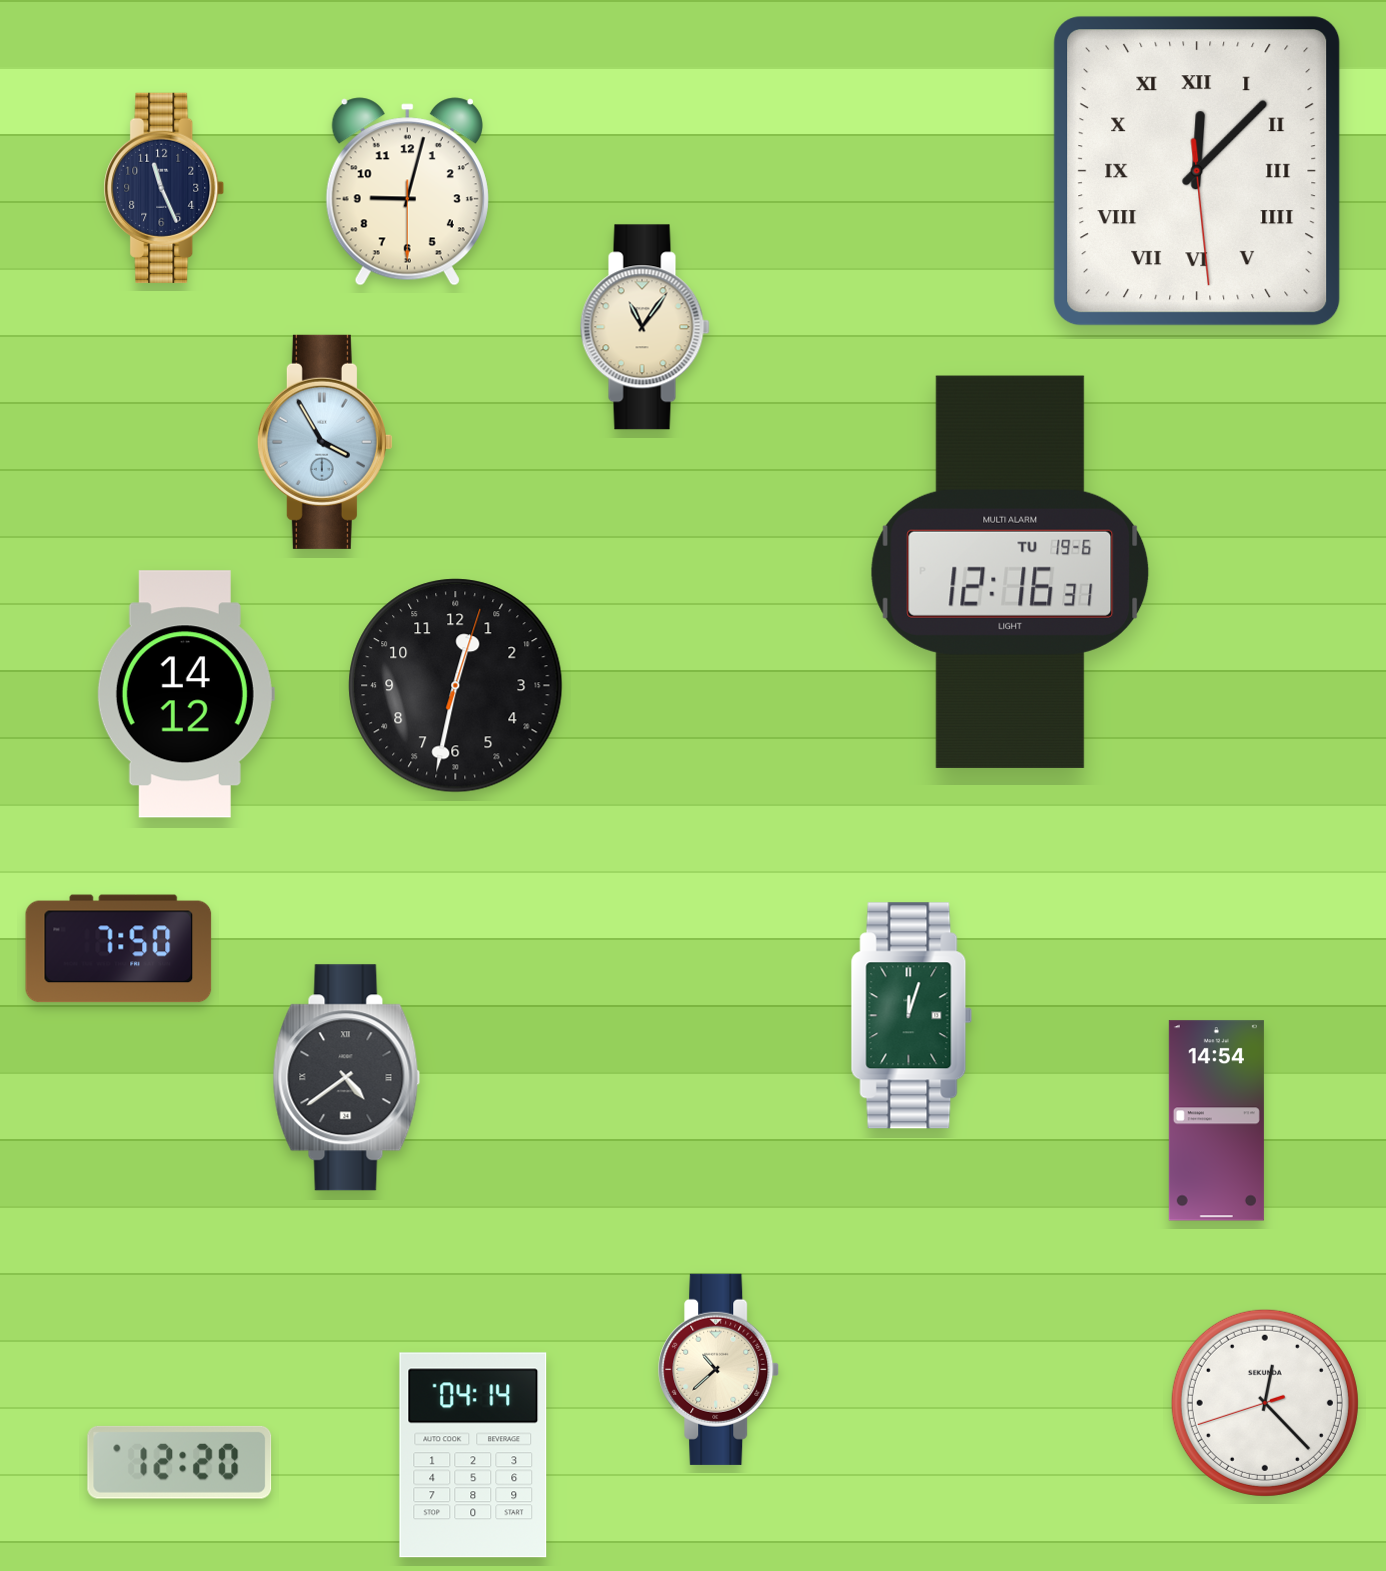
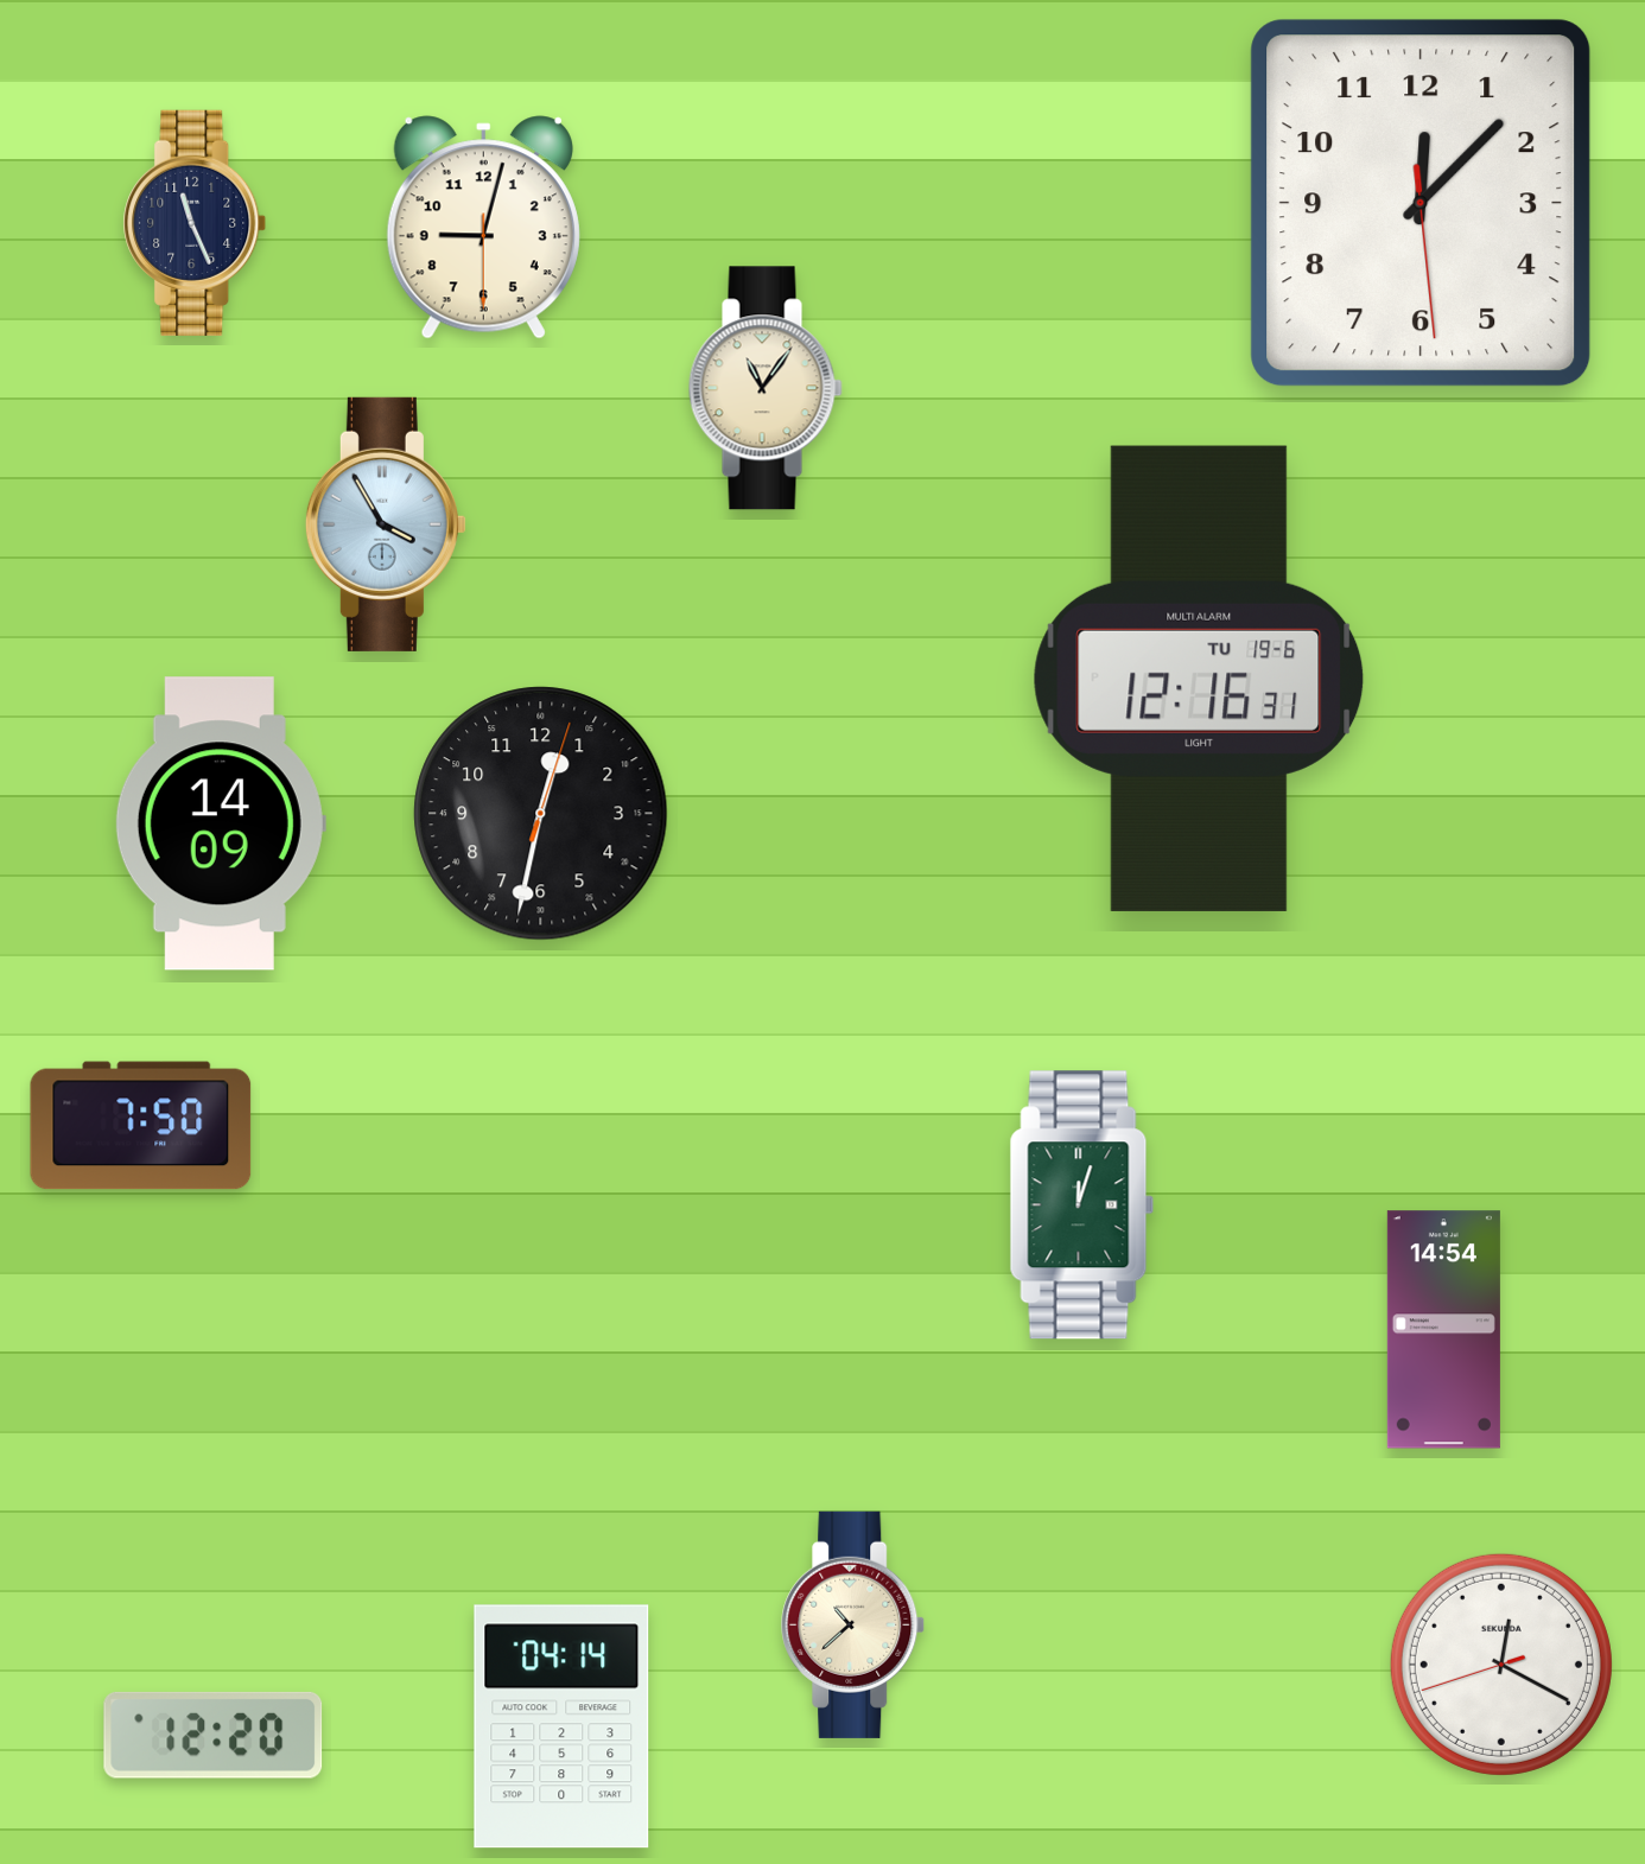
clock at (1197, 171) numerals: Roman -> Arabic
clock at (186, 694): 14:12 -> 14:09
clock at (347, 1078): 4:39 -> none
clock at (1265, 1403): 12:22 -> 12:19
